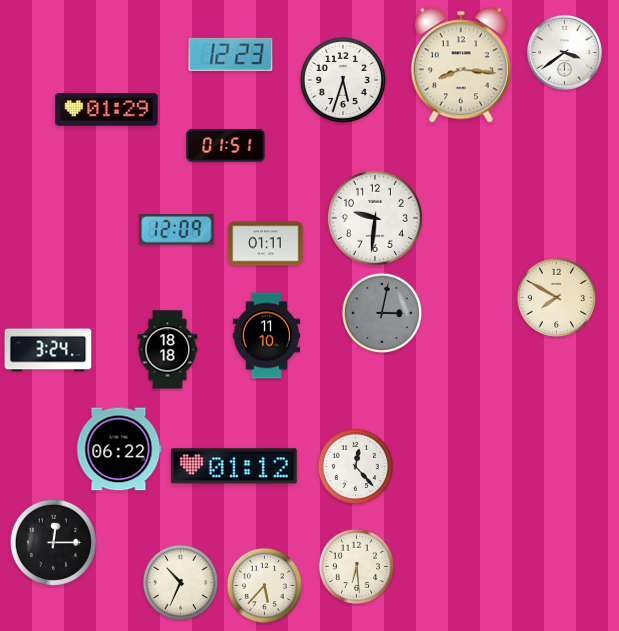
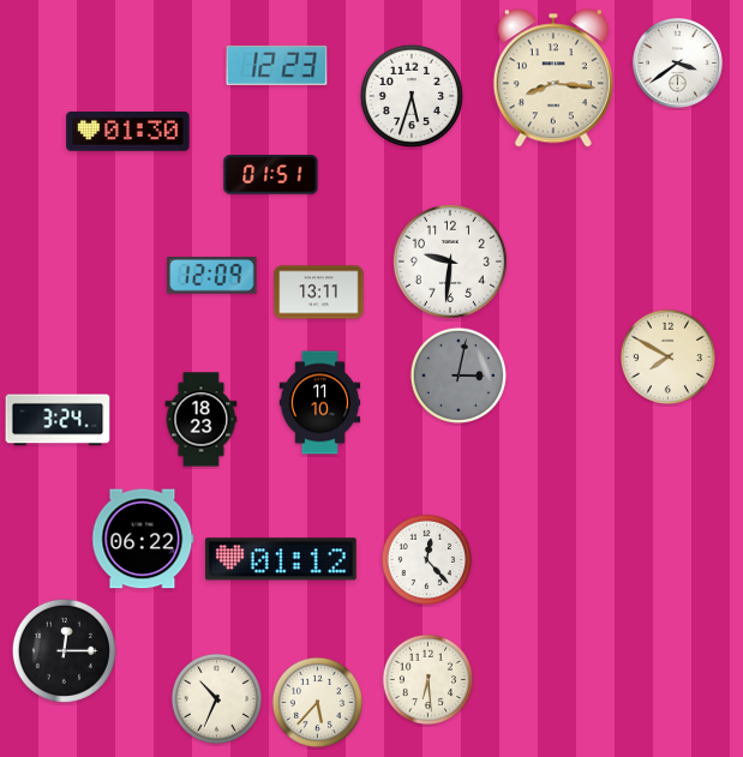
clock at (107, 110): 01:29 -> 01:30
clock at (266, 244): 01:11 -> 13:11
clock at (168, 350): 18:18 -> 18:23
